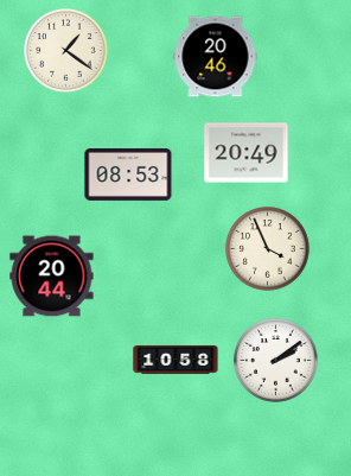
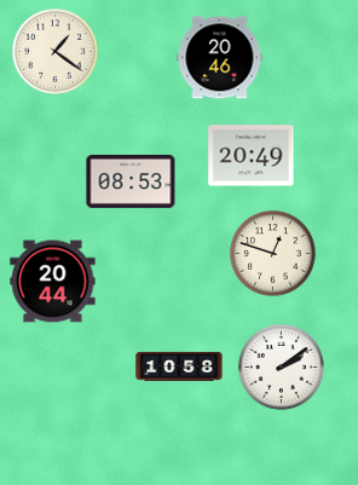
clock at (66, 51) position: (66, 51) -> (56, 52)
clock at (128, 174) position: (128, 174) -> (131, 181)
clock at (268, 249): 3:56 -> 12:48
